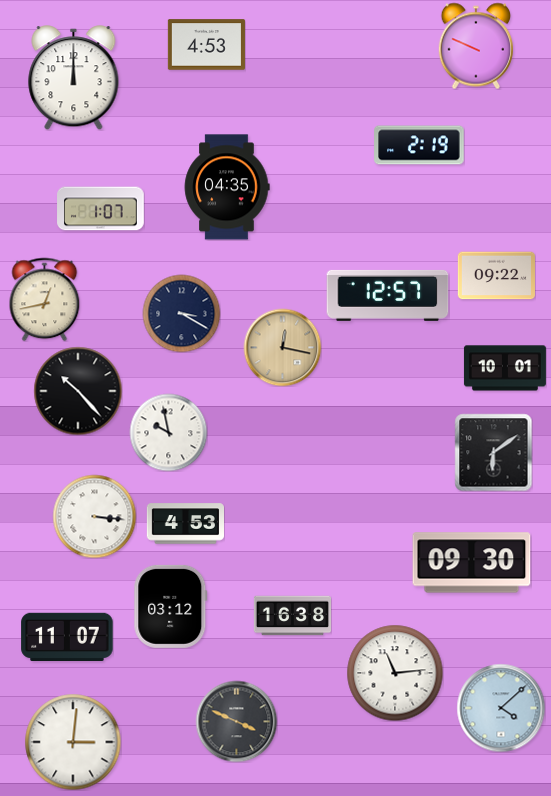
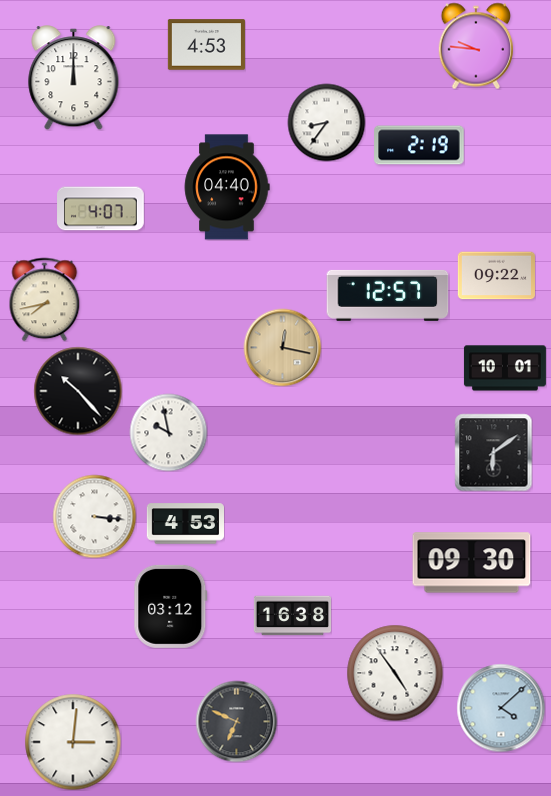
clock at (476, 46): 9:49 -> 9:46
clock at (326, 122): none -> 8:36
clock at (227, 187): 04:35 -> 04:40
clock at (101, 209): 1:07 -> 4:07
clock at (45, 299): 12:43 -> 7:43
clock at (181, 313): 3:20 -> none
clock at (67, 636): 11:07 -> none
clock at (395, 673): 11:14 -> 4:54
clock at (236, 721): 3:49 -> 6:49
